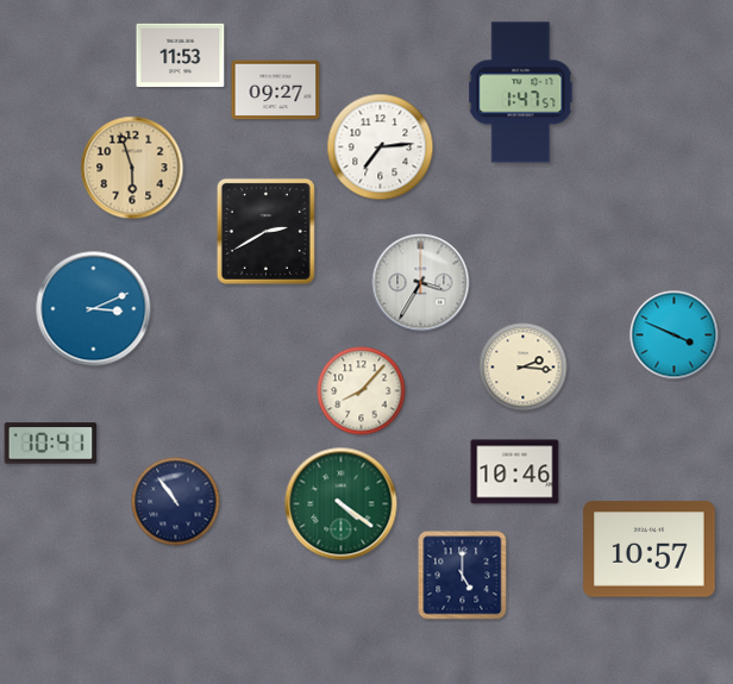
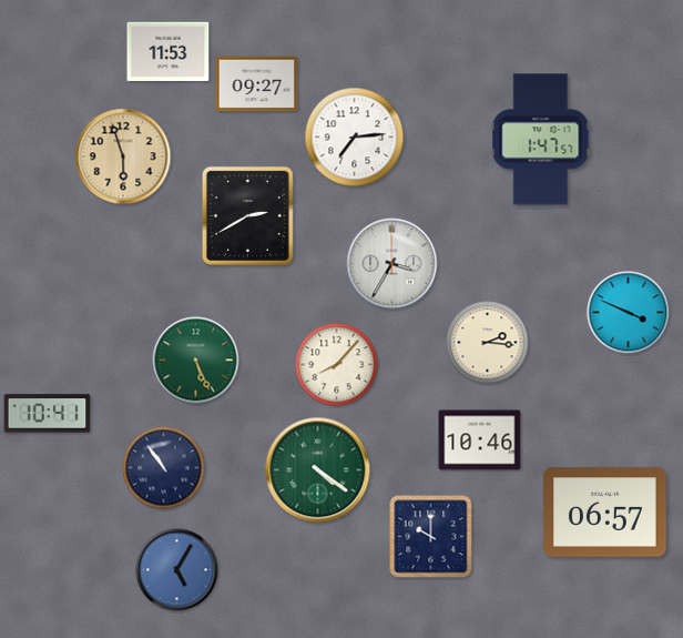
clock at (521, 93) position: (521, 93) -> (541, 140)
clock at (94, 309): 3:11 -> none
clock at (196, 361): none -> 5:26
clock at (650, 550): 10:57 -> 06:57
clock at (463, 576): 5:00 -> 10:00
clock at (177, 570): none -> 5:05
